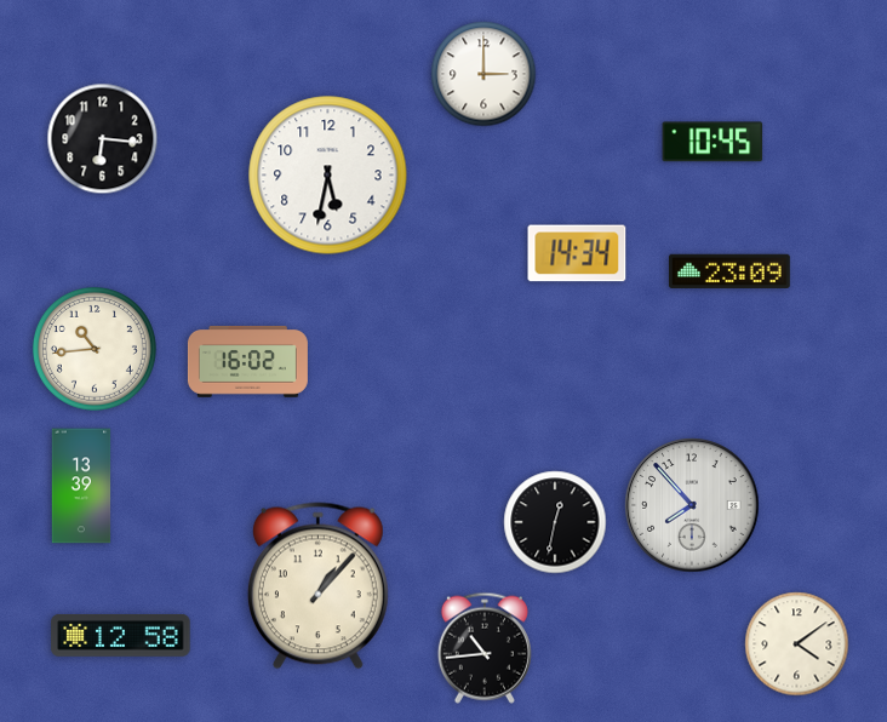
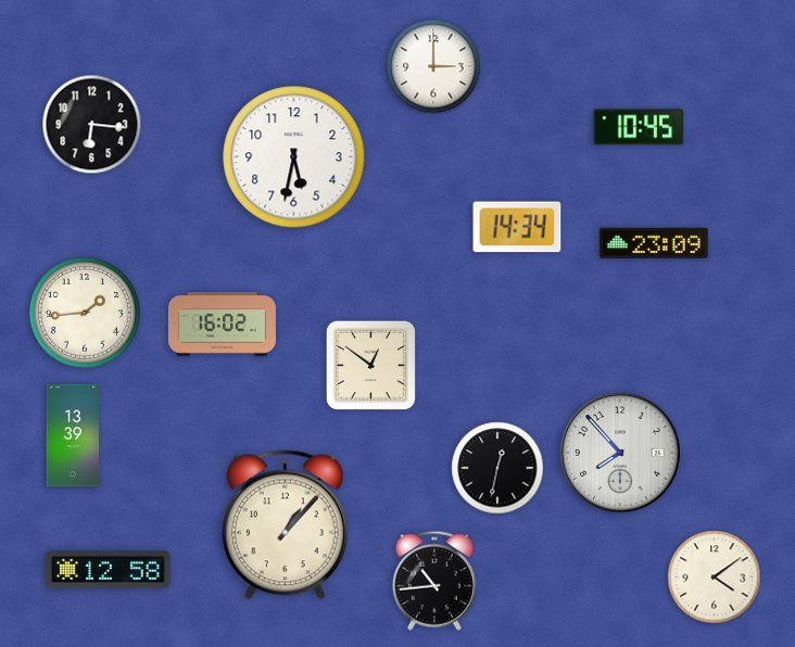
clock at (95, 349): 10:44 -> 1:44
clock at (370, 365): none -> 12:51
